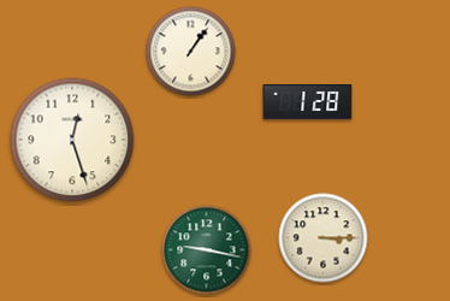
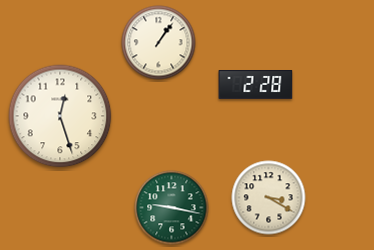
clock at (308, 102): 1:28 -> 2:28
clock at (324, 238): 3:15 -> 3:20
